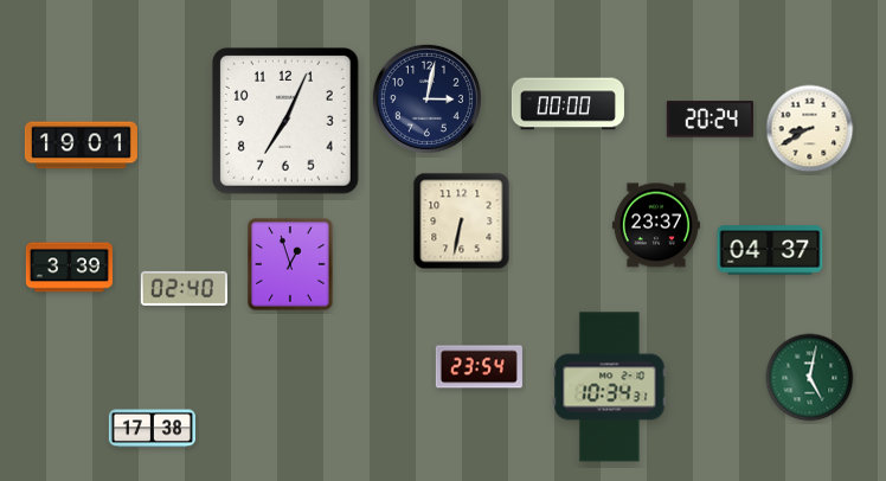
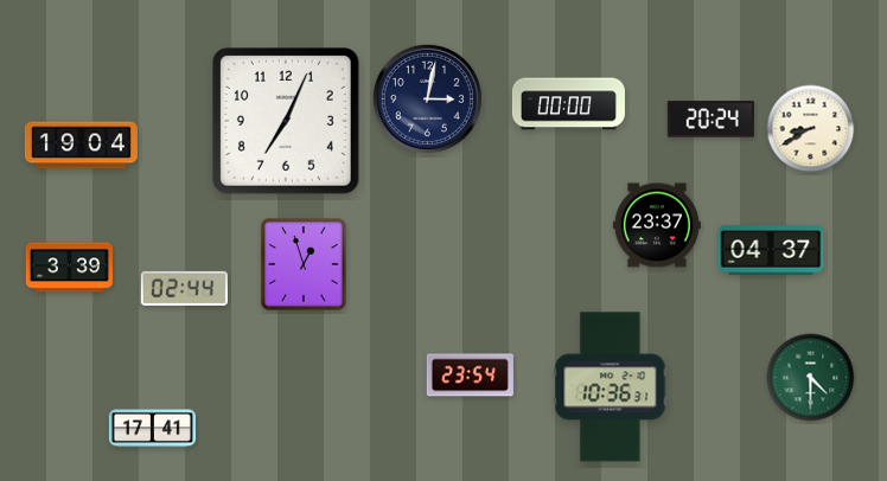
clock at (81, 146): 19:01 -> 19:04
clock at (462, 222): 6:32 -> none
clock at (290, 264) position: (290, 264) -> (304, 264)
clock at (184, 288): 02:40 -> 02:44
clock at (479, 367) position: (479, 367) -> (470, 376)
clock at (810, 378): 5:02 -> 4:30
clock at (610, 387): 10:34 -> 10:36
clock at (152, 429): 17:38 -> 17:41
